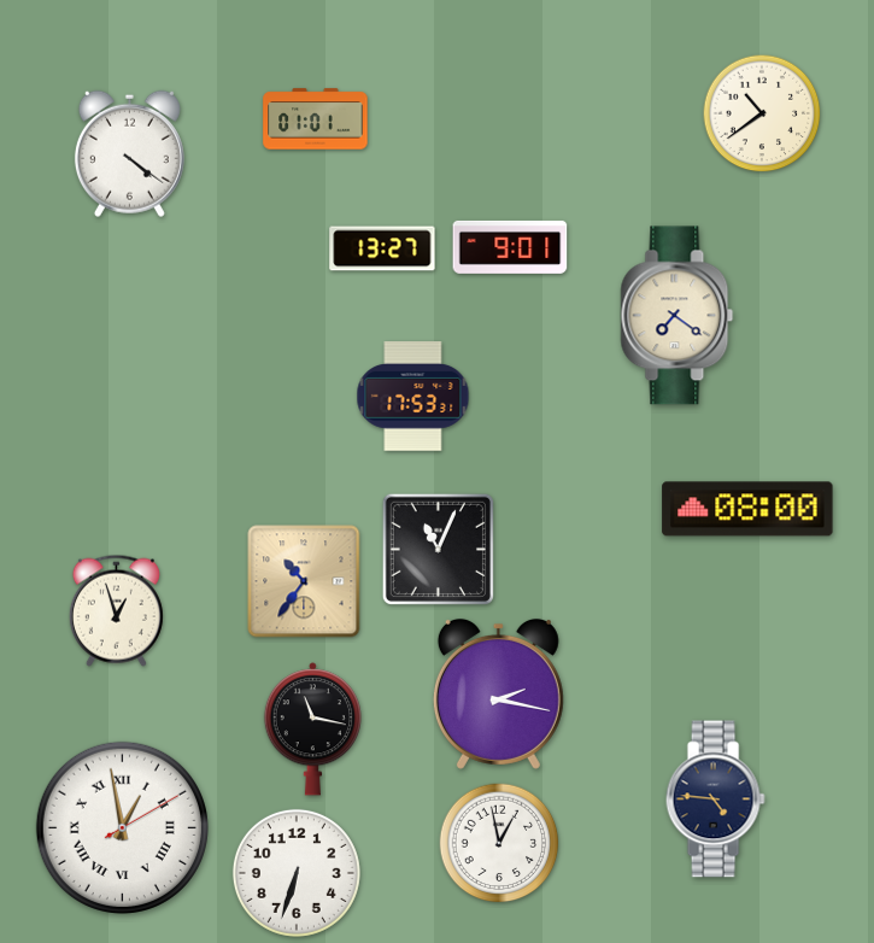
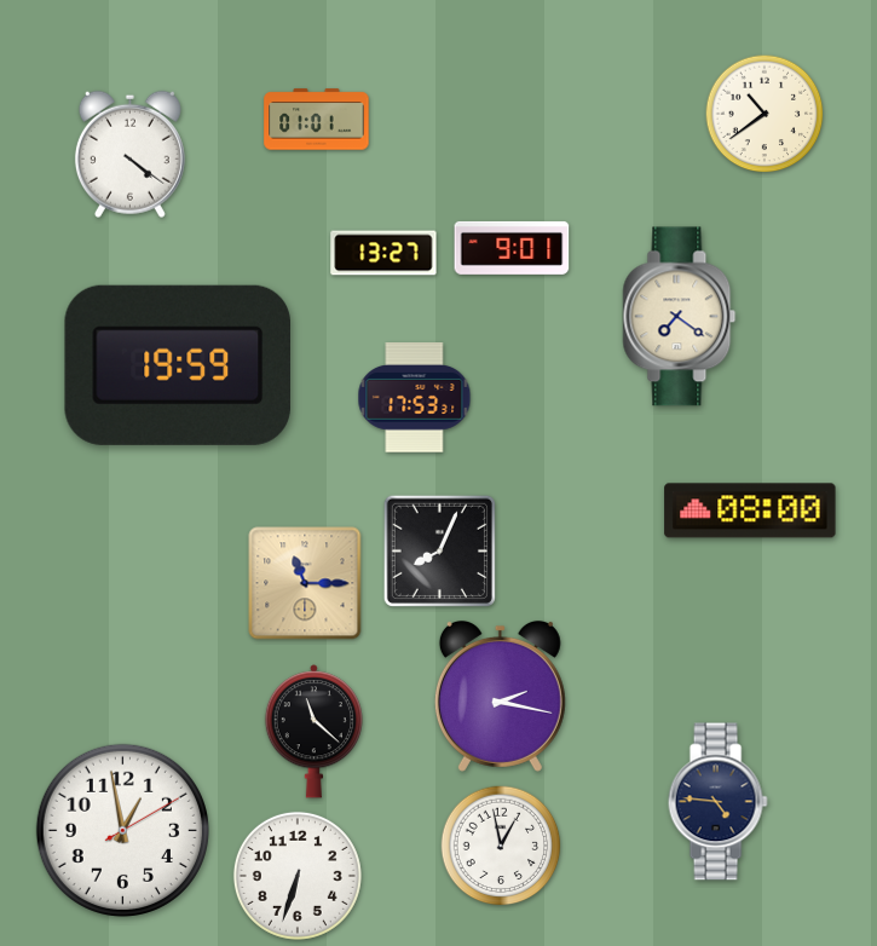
clock at (382, 248) position: (382, 248) -> (383, 253)
clock at (177, 365): none -> 19:59
clock at (438, 549): 11:04 -> 8:04
clock at (304, 581): 10:36 -> 11:15
clock at (116, 610): 12:57 -> none
clock at (312, 730): 11:17 -> 11:22
clock at (122, 827) numerals: Roman -> Arabic
